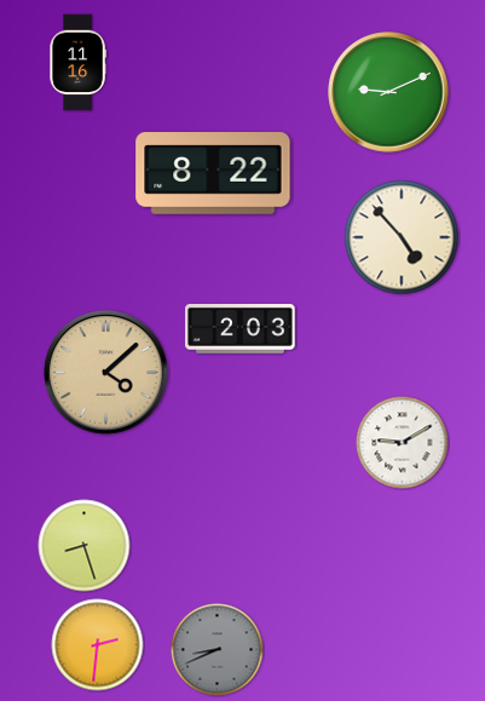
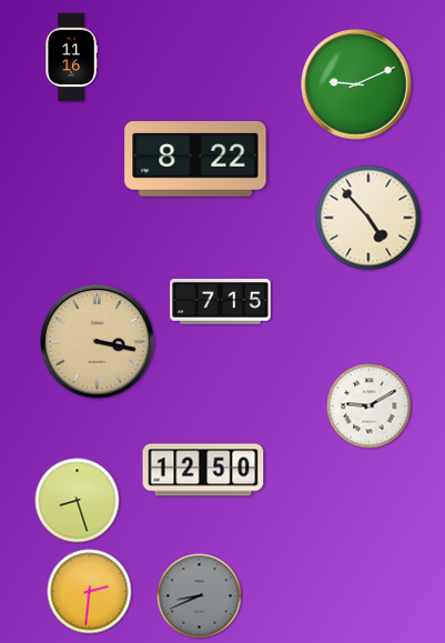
clock at (241, 329): 2:03 -> 7:15
clock at (106, 373): 4:08 -> 3:17
clock at (203, 470): none -> 12:50
